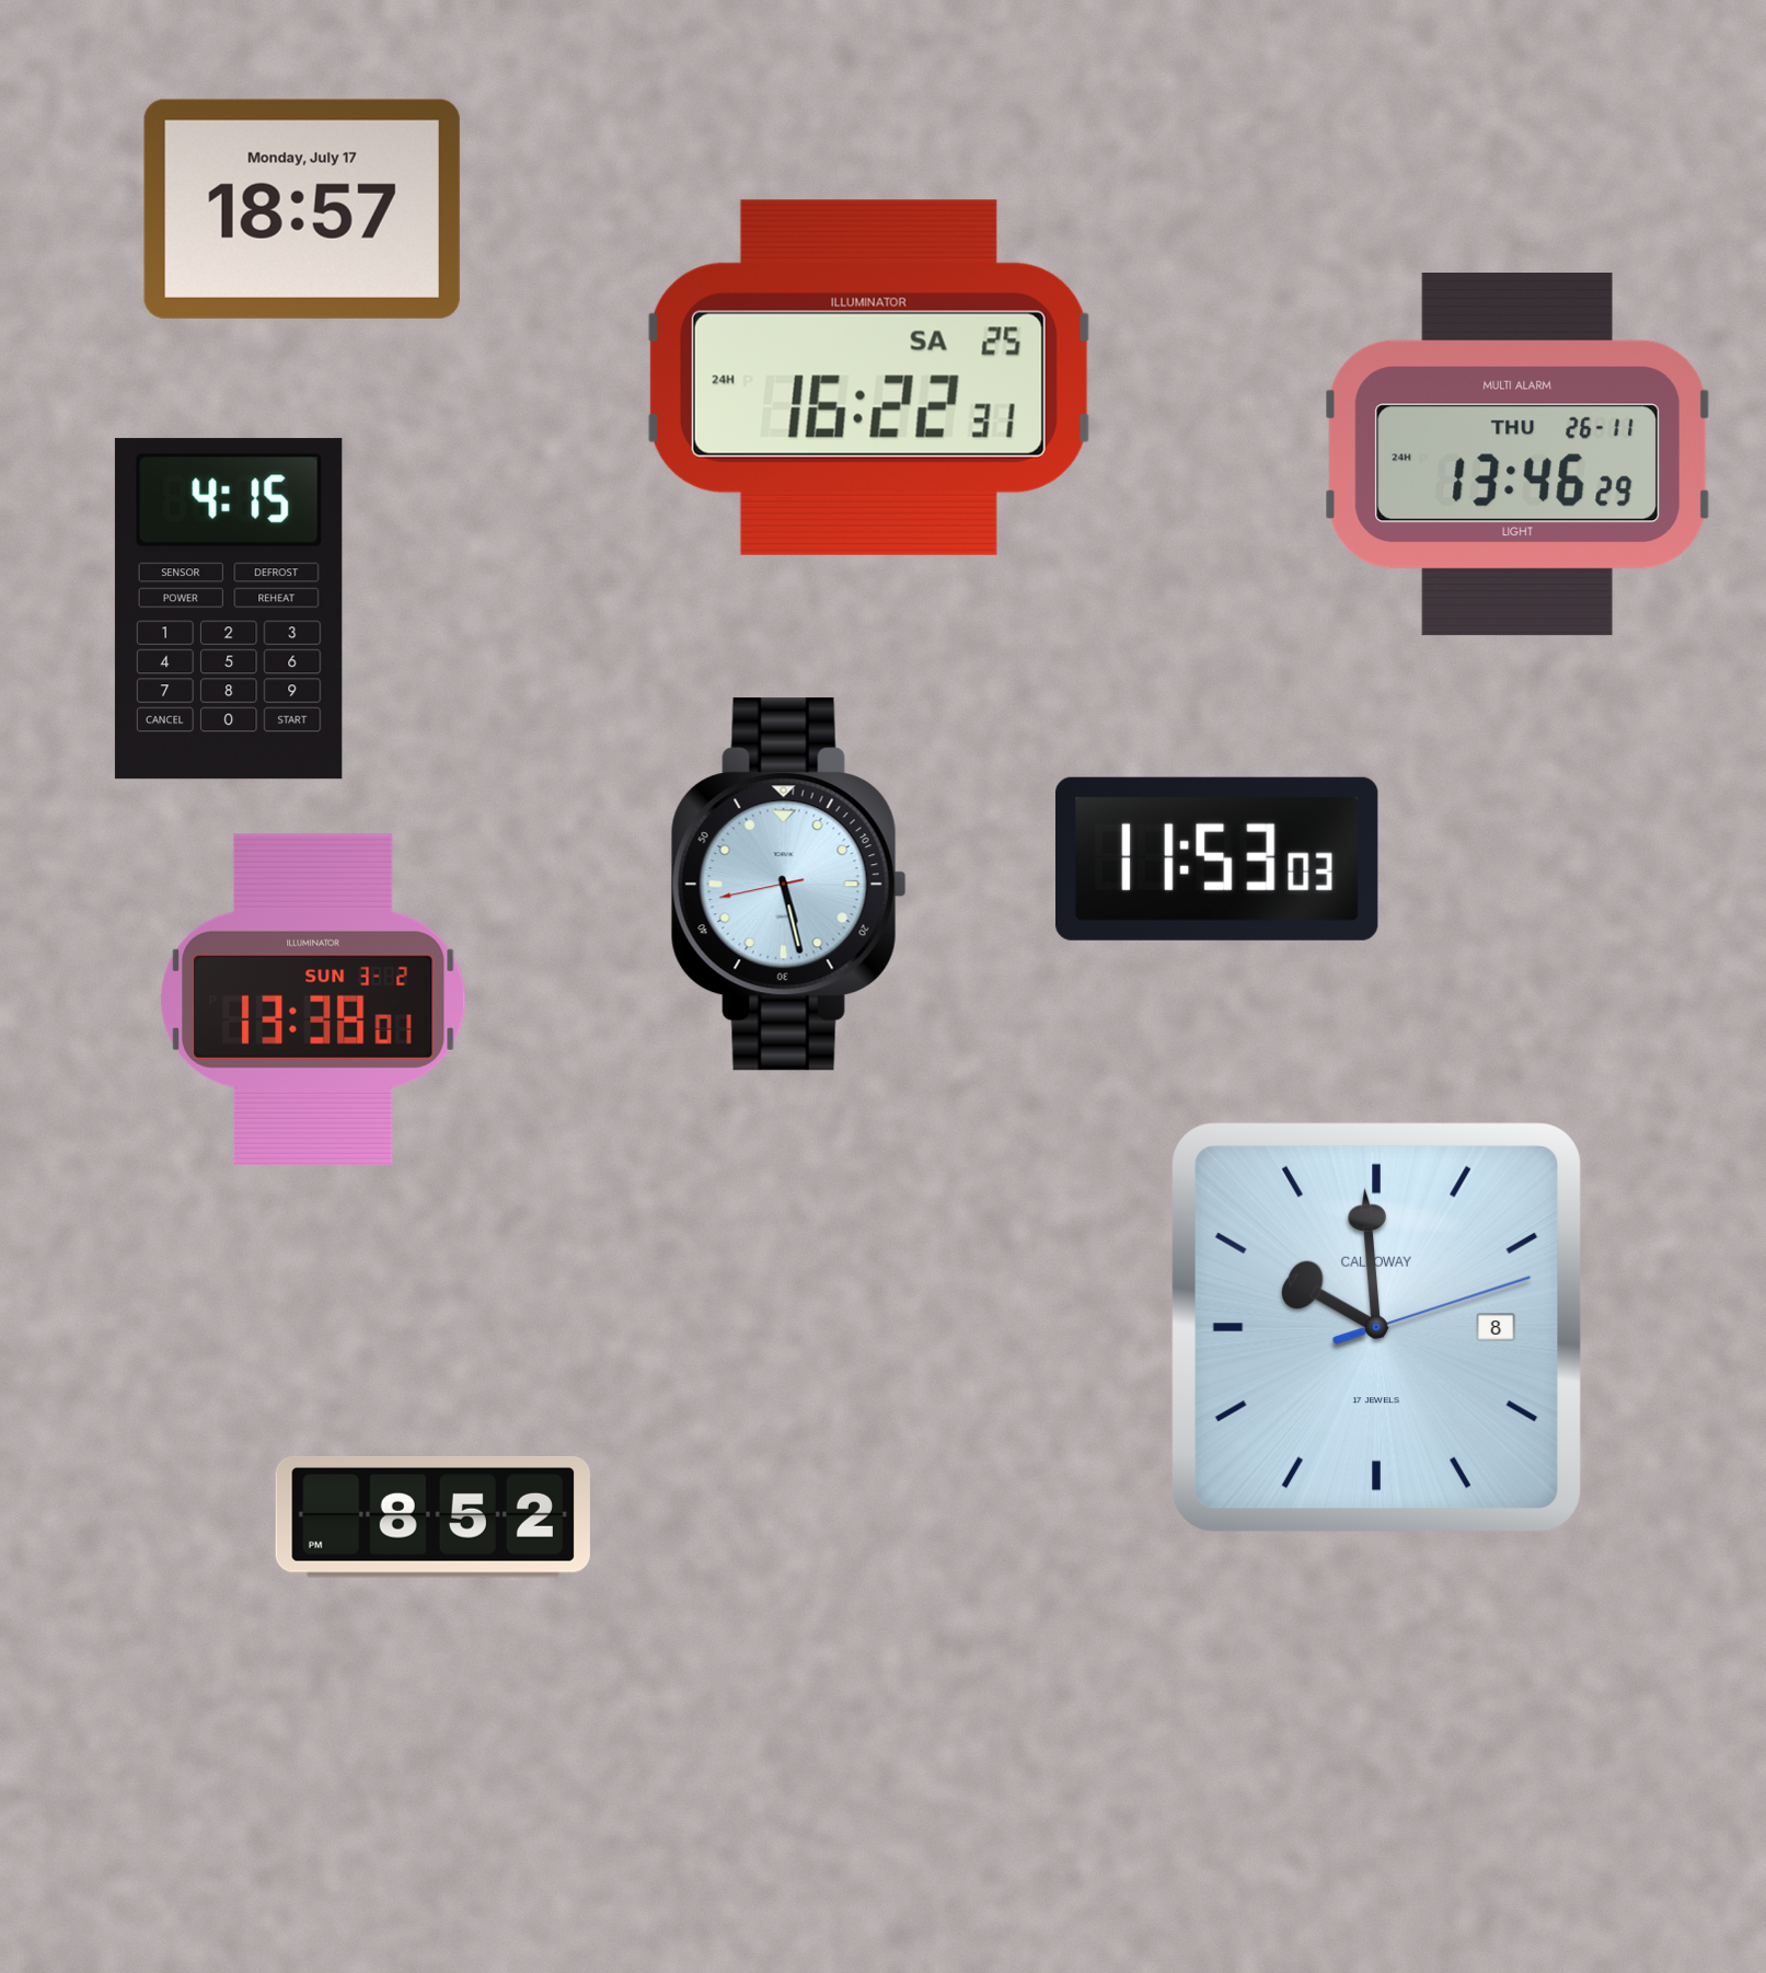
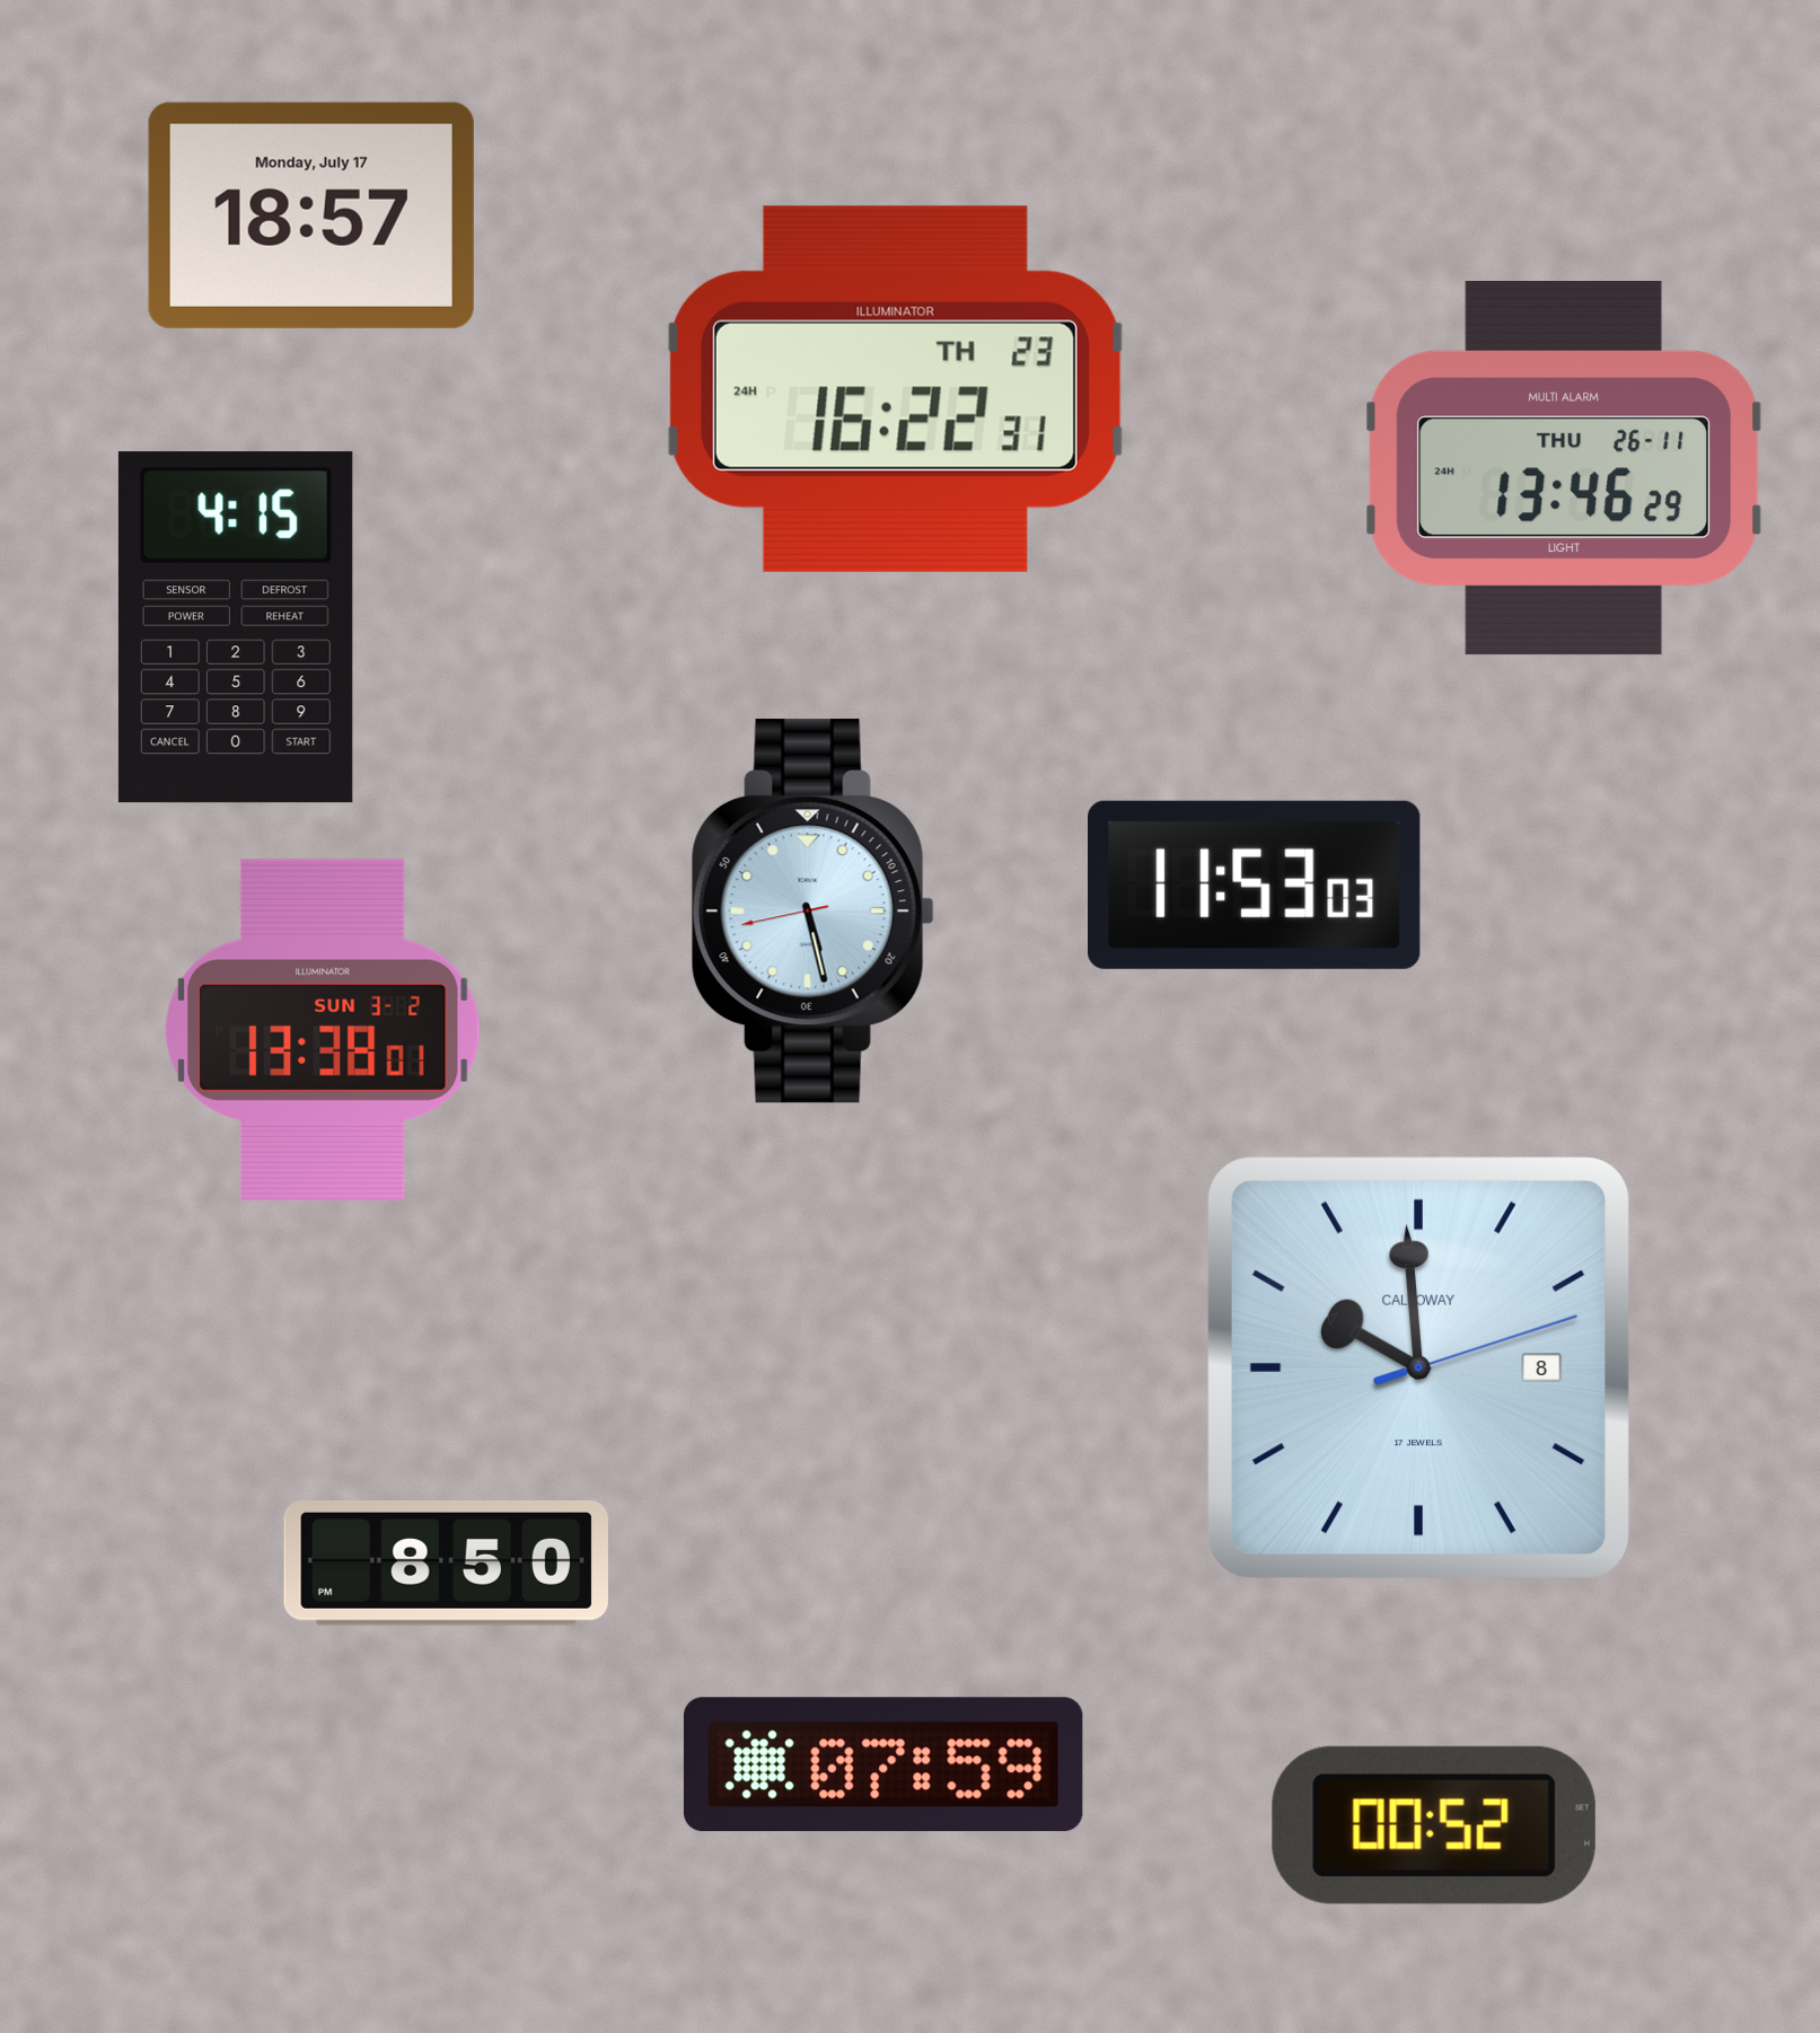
clock at (869, 378) date: SA 25 -> TH 23
clock at (432, 1518): 8:52 -> 8:50
clock at (883, 1764): none -> 07:59
clock at (1434, 1825): none -> 00:52
